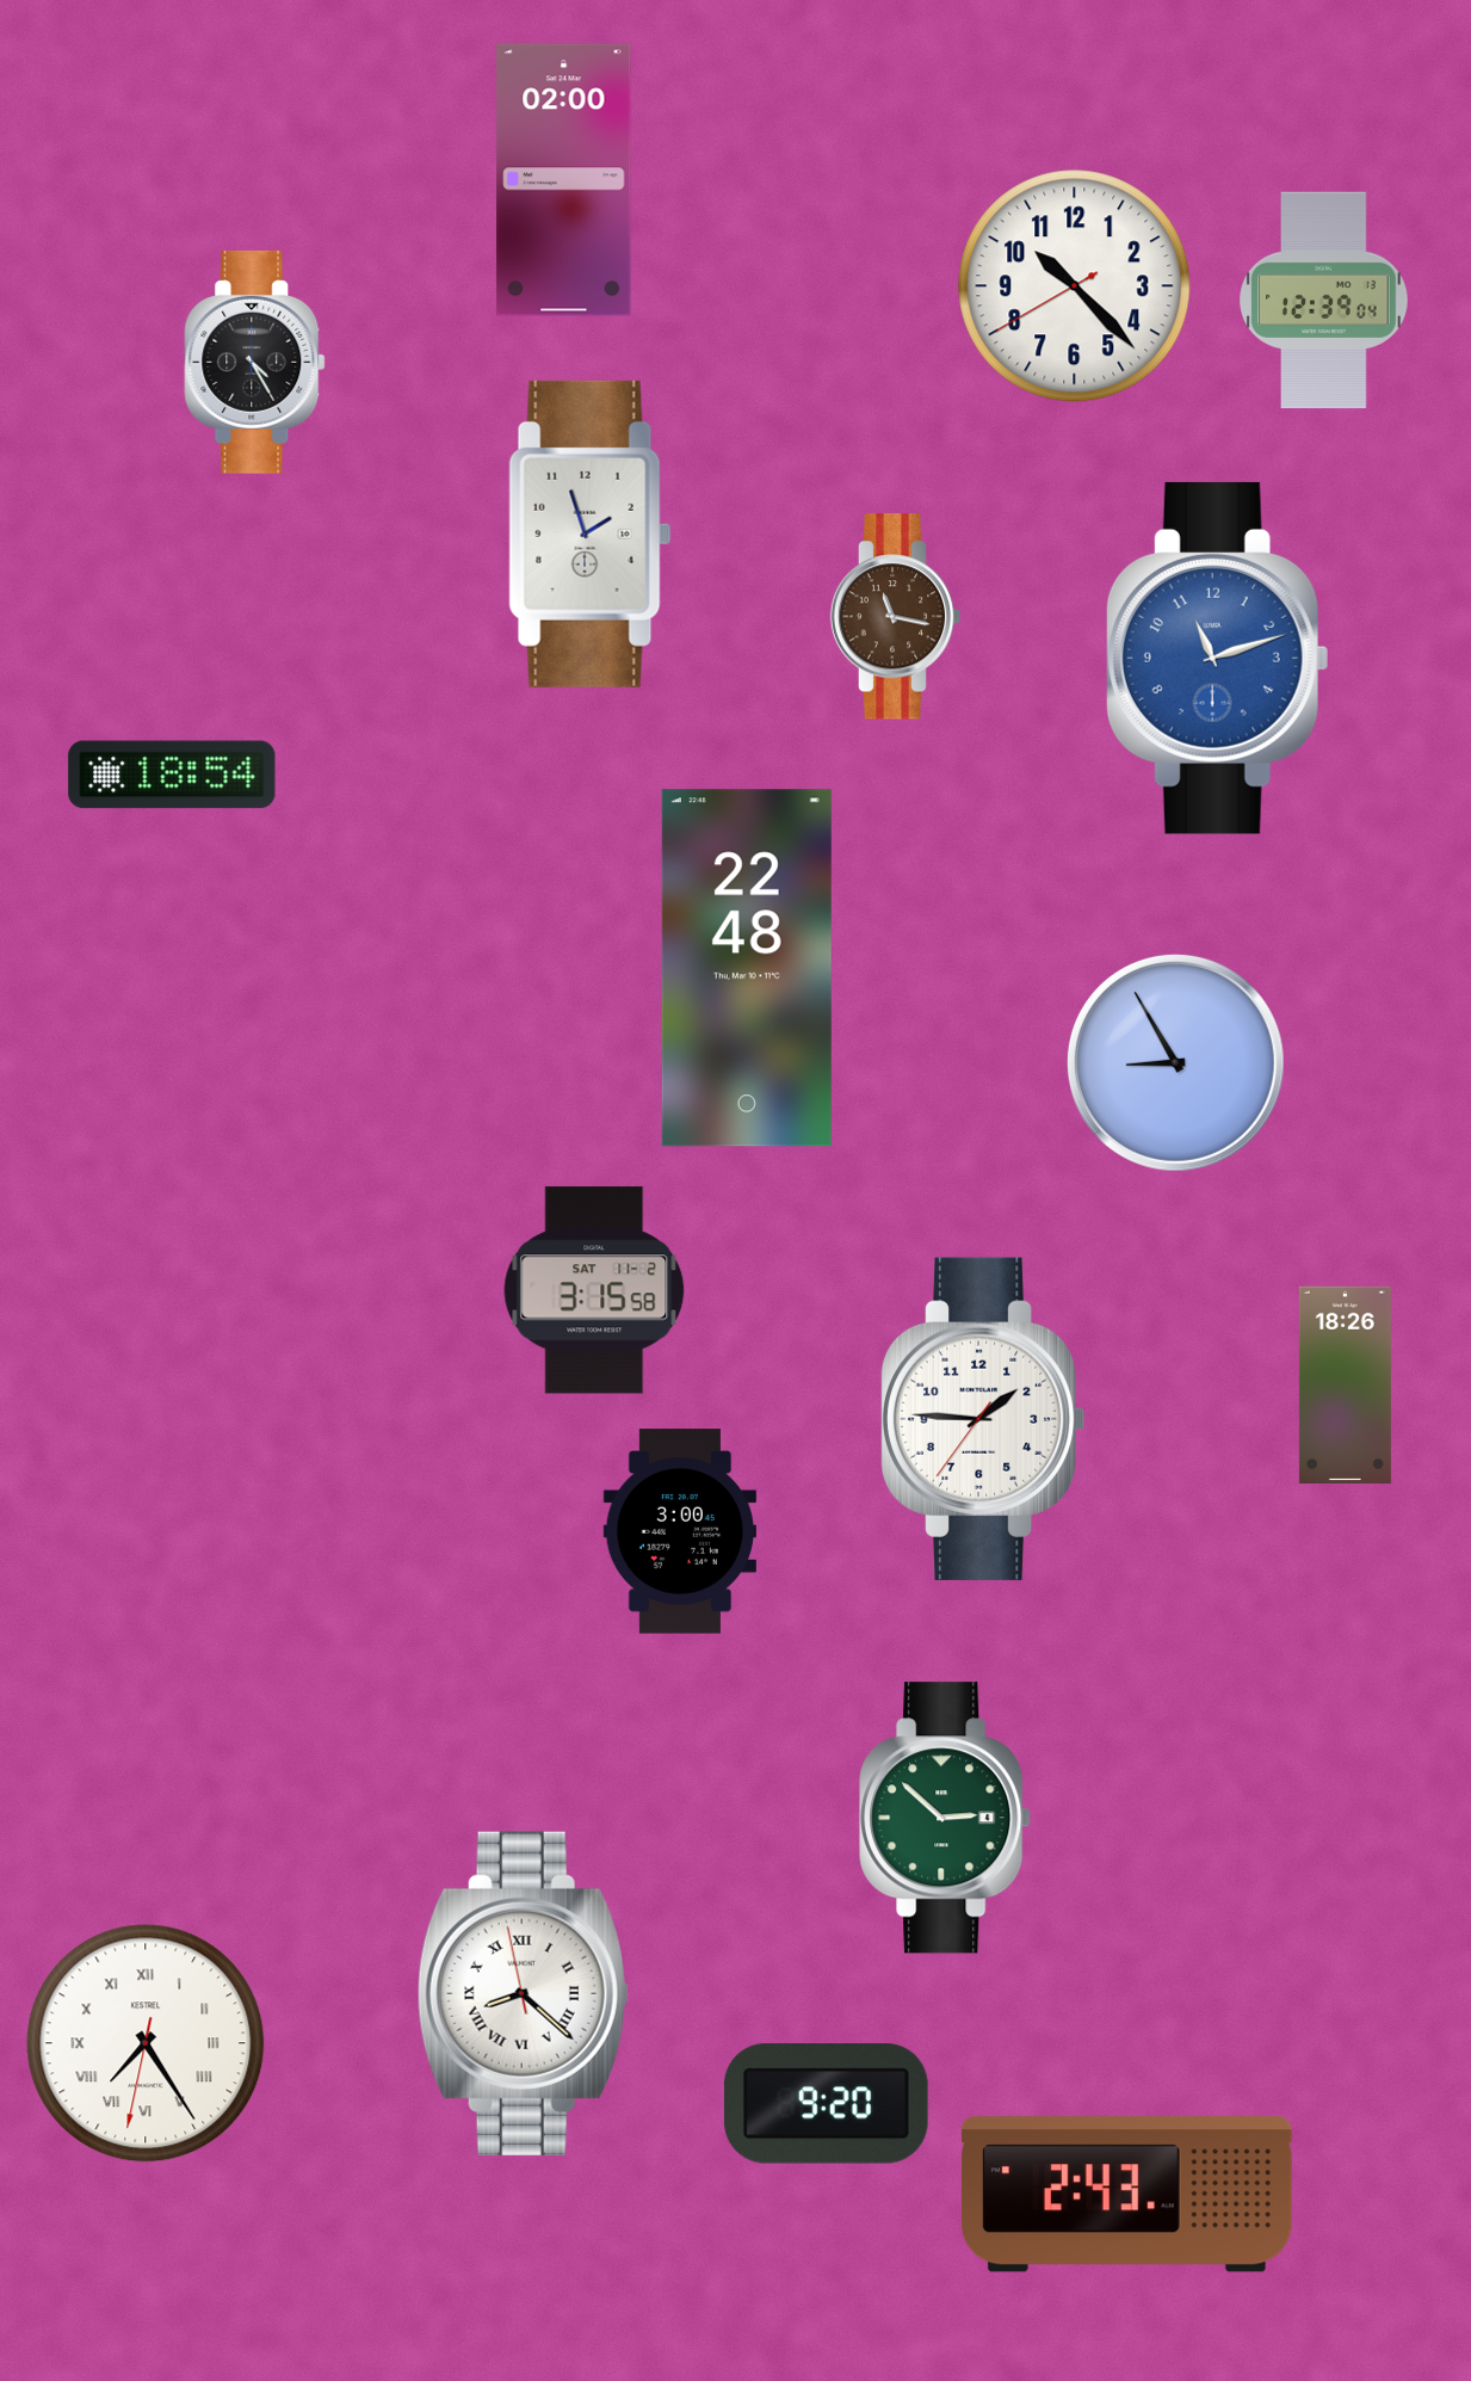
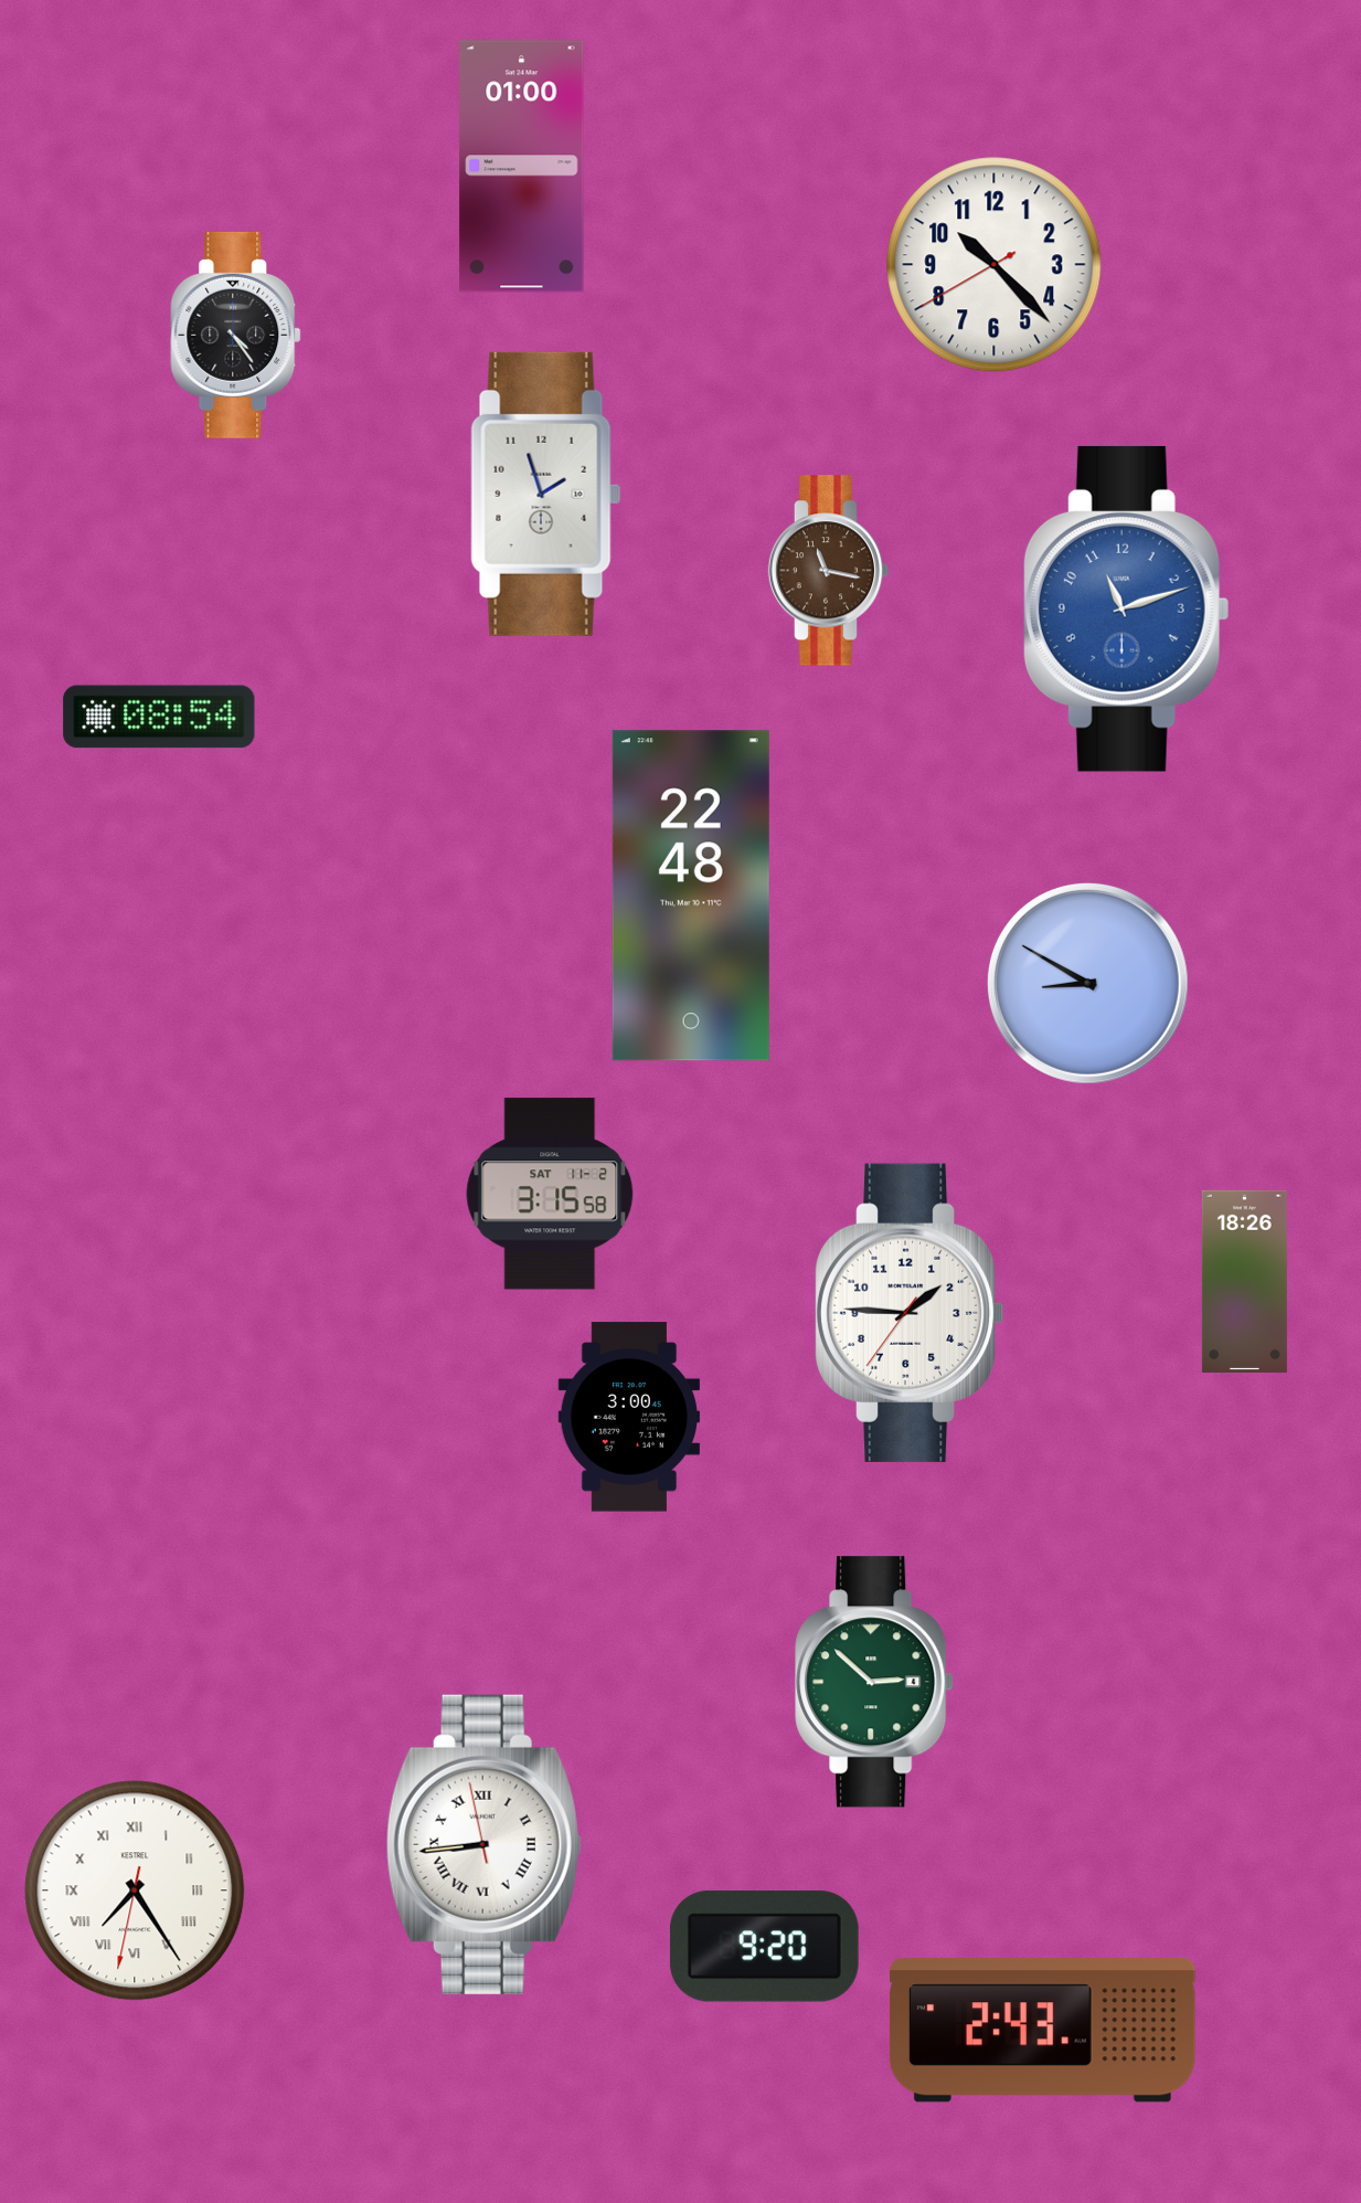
clock at (564, 180): 02:00 -> 01:00
clock at (1324, 301): 12:39 -> none
clock at (255, 362): 4:25 -> 4:24
clock at (172, 775): 18:54 -> 08:54
clock at (1175, 1062): 8:55 -> 8:50
clock at (523, 1993): 8:21 -> 8:43
